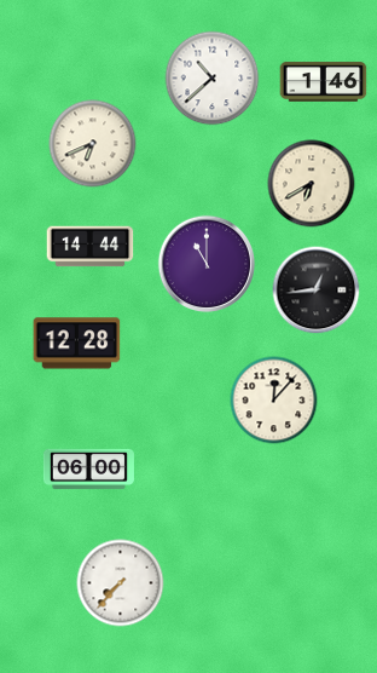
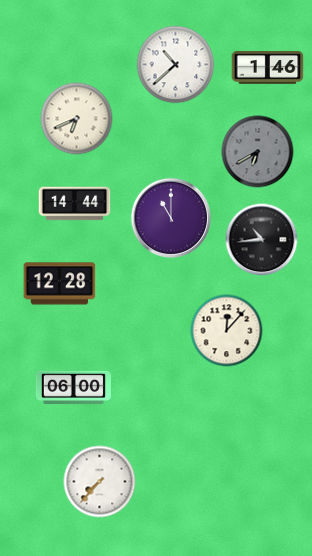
clock at (312, 184) dial: cream -> grey
clock at (317, 291): 12:44 -> 10:44
clock at (77, 344) position: (77, 344) -> (60, 284)
